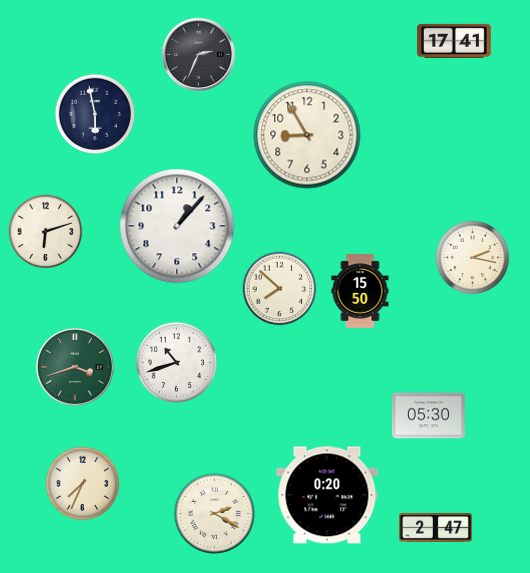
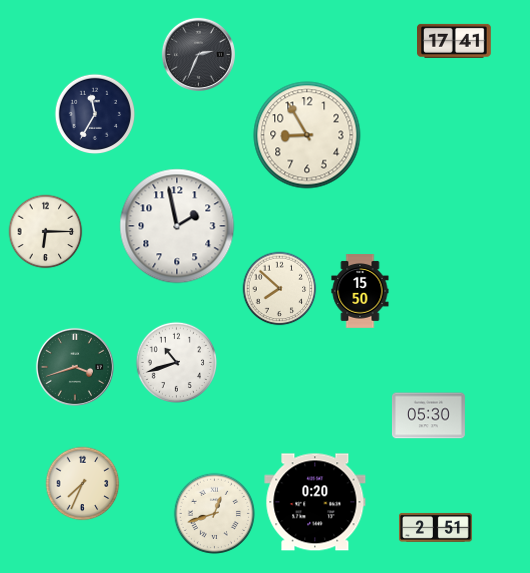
clock at (95, 114): 5:58 -> 11:35
clock at (177, 226): 1:07 -> 1:58
clock at (46, 232): 6:12 -> 6:15
clock at (473, 258): 2:17 -> none
clock at (327, 495) position: (327, 495) -> (315, 502)
clock at (214, 513): 2:20 -> 12:42
clock at (435, 527): 2:47 -> 2:51
